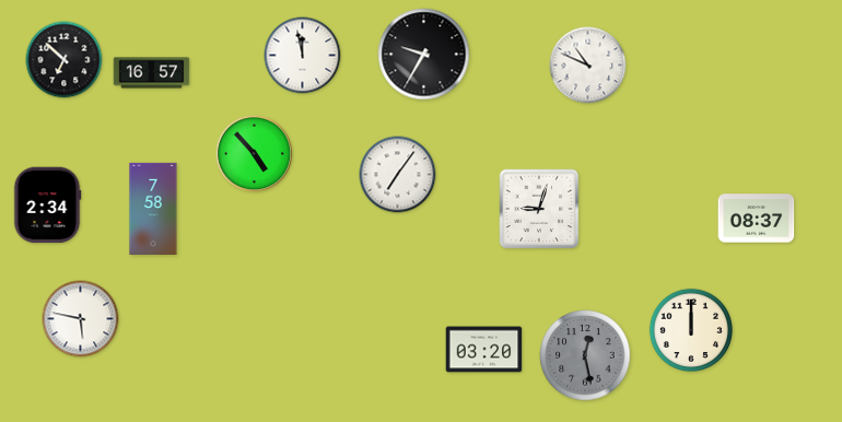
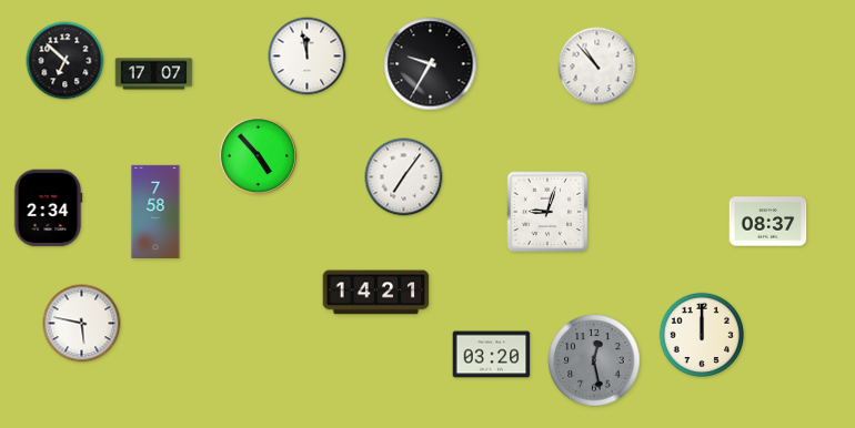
clock at (424, 55) position: (424, 55) -> (431, 64)
clock at (588, 66): 10:49 -> 10:53
clock at (152, 73): 16:57 -> 17:07
clock at (376, 293): none -> 14:21
